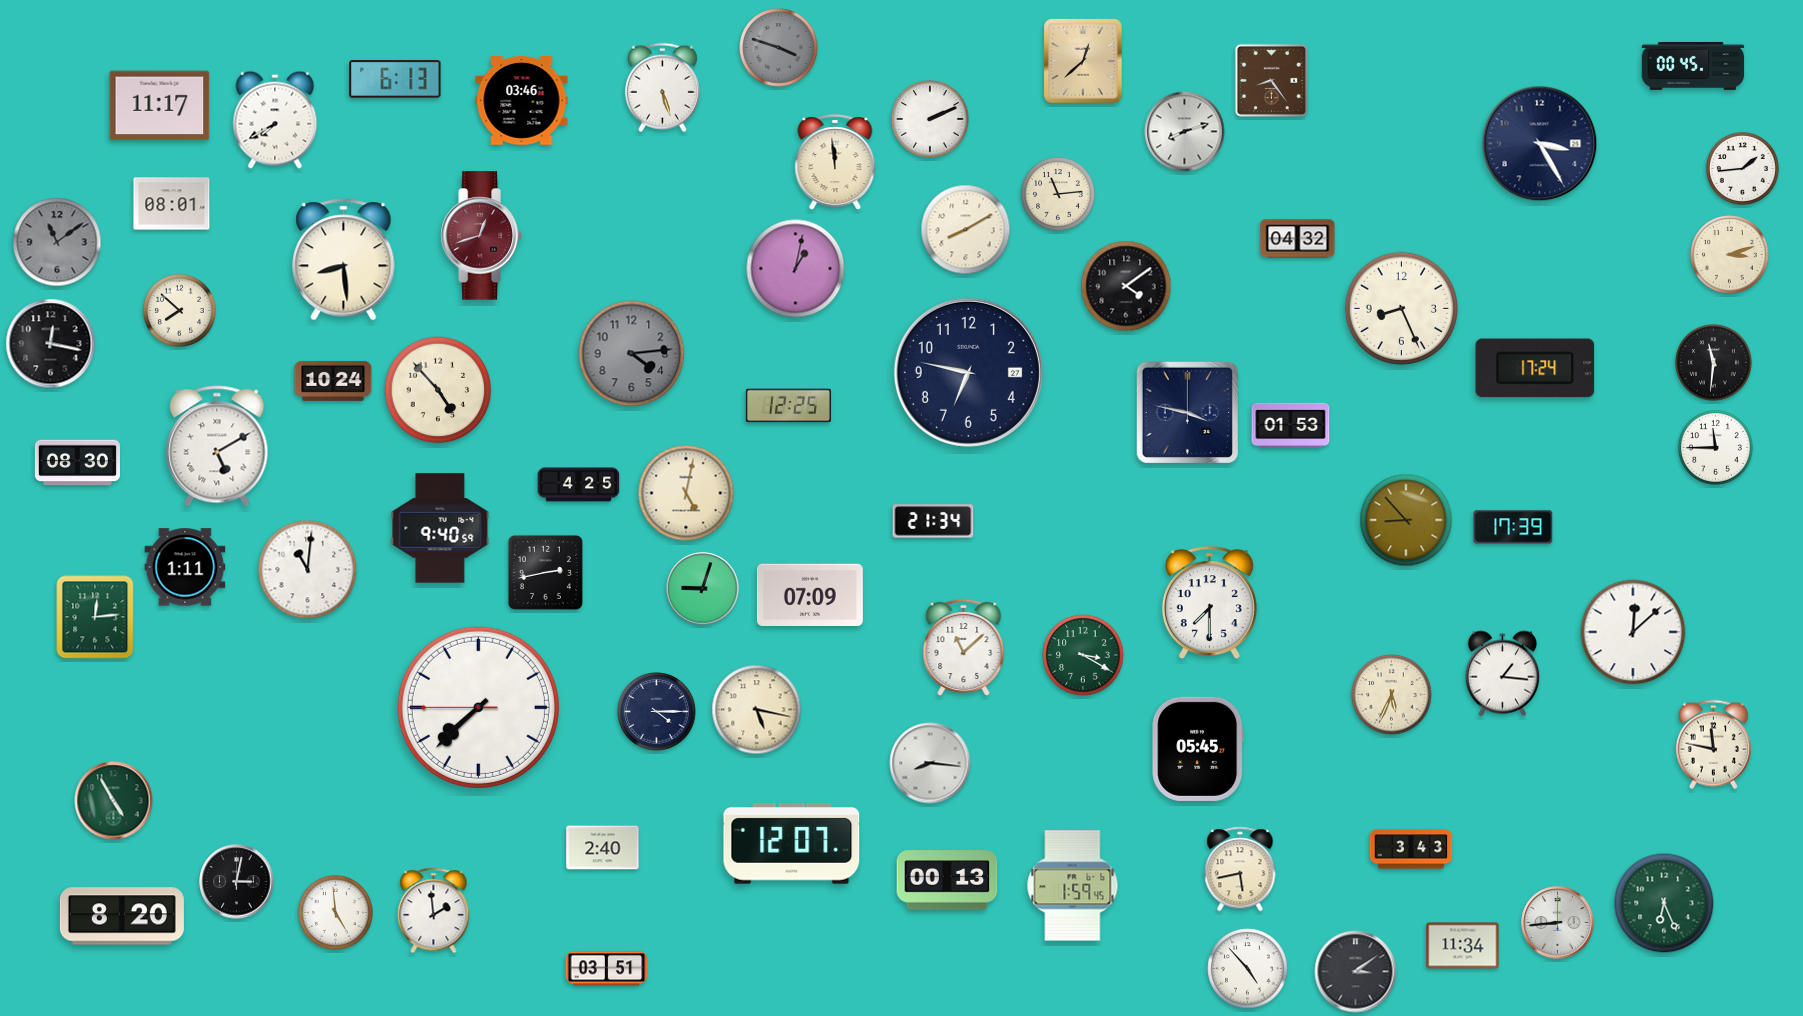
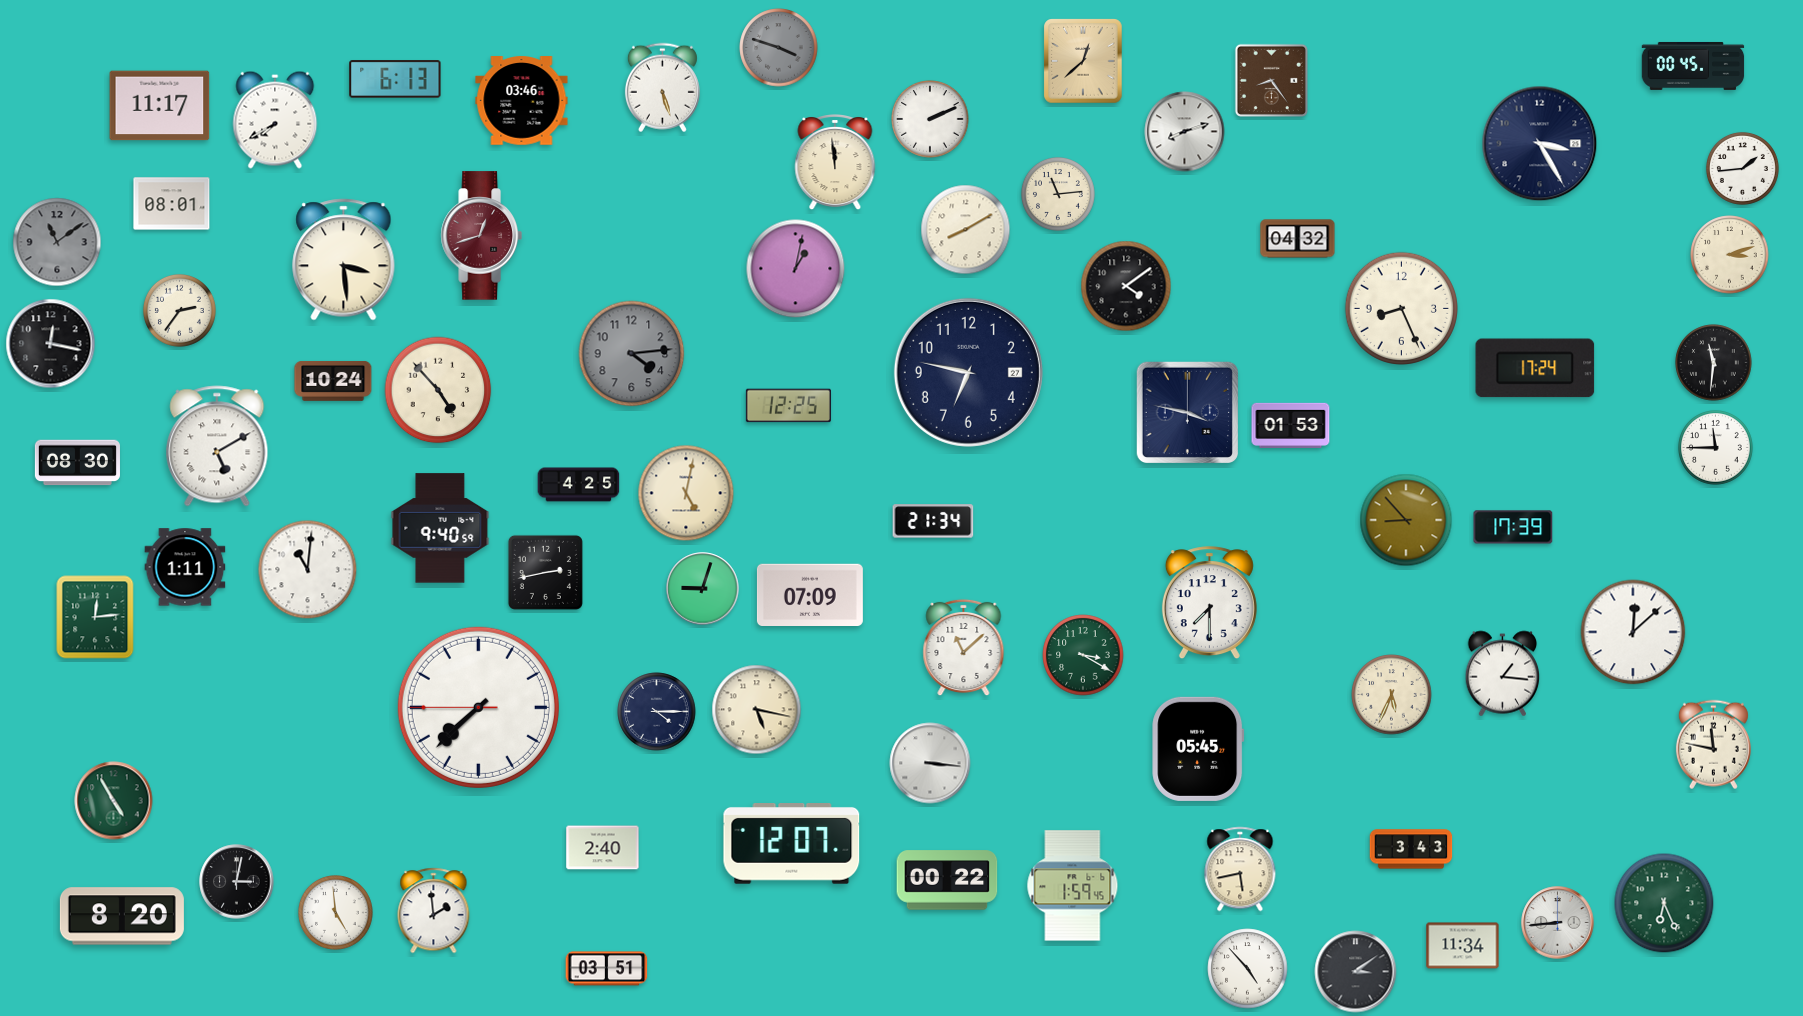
clock at (344, 260): 8:29 -> 3:29
clock at (179, 310): 7:52 -> 2:36
clock at (930, 763): 8:16 -> 3:16
clock at (947, 880): 00:13 -> 00:22
